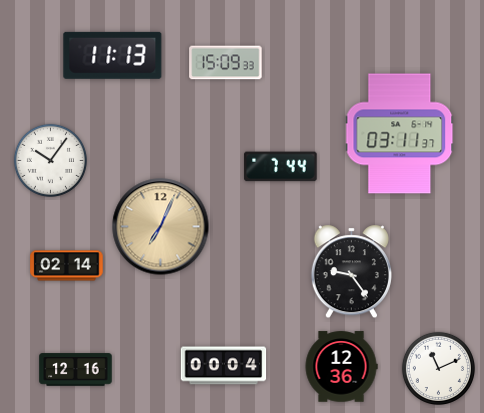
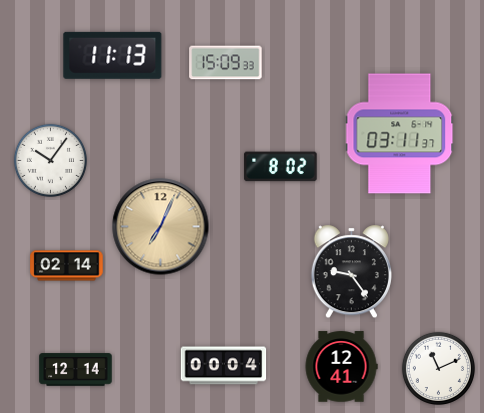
clock at (281, 167): 7:44 -> 8:02
clock at (341, 367): 12:36 -> 12:41
clock at (76, 370): 12:16 -> 12:14
